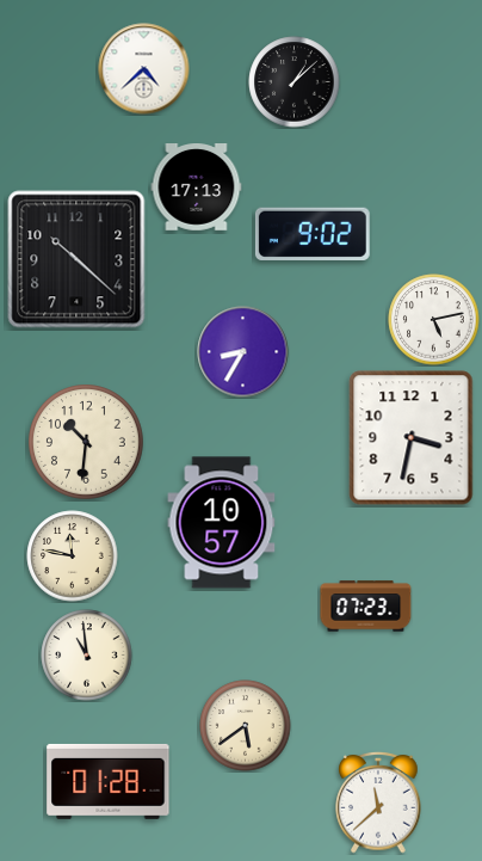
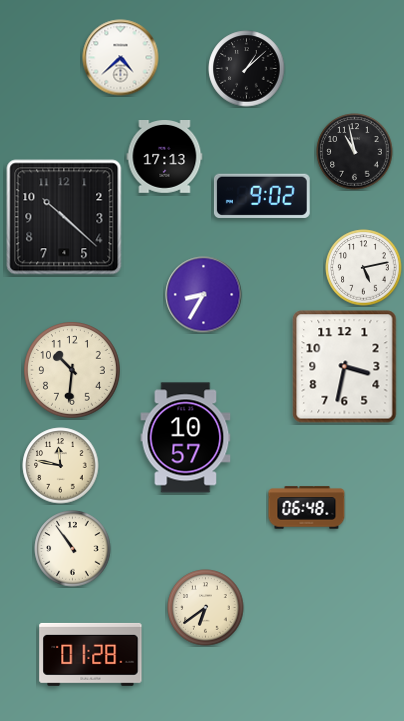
clock at (355, 152): none -> 10:58
clock at (366, 607): 07:23 -> 06:48
clock at (87, 656): 10:59 -> 10:54
clock at (246, 726): 5:39 -> 6:39
clock at (378, 802): 11:38 -> none
